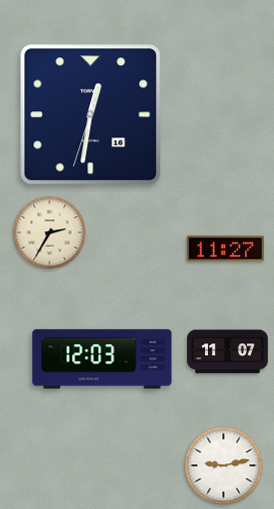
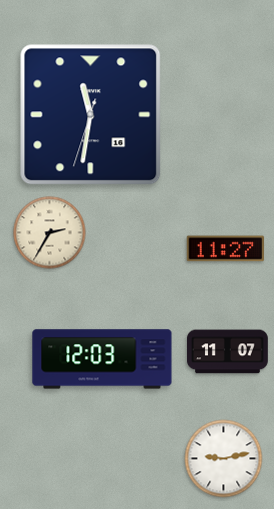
clock at (91, 115): 12:31 -> 11:31
clock at (224, 466) position: (224, 466) -> (224, 459)
